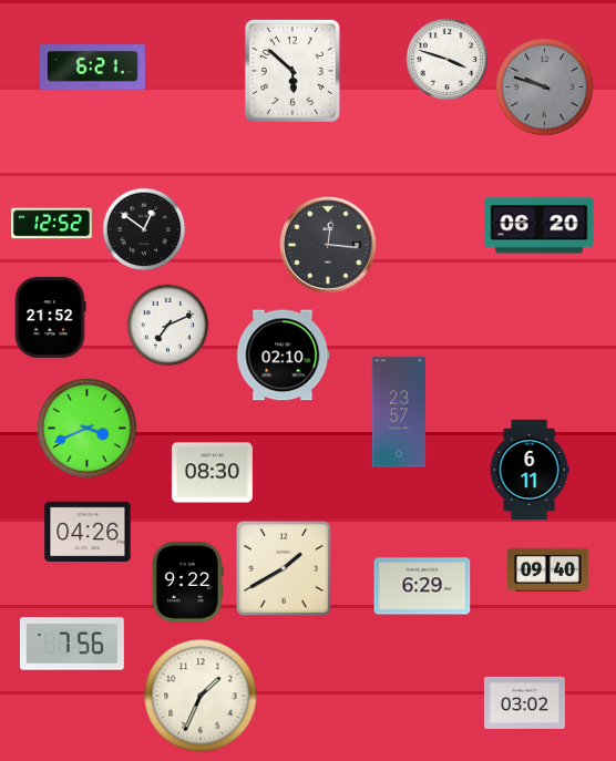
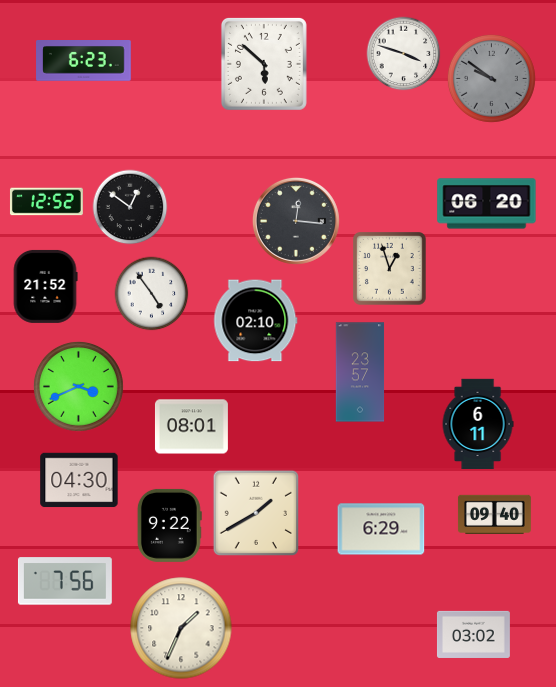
clock at (93, 68): 6:21 -> 6:23
clock at (544, 86): 9:48 -> 9:51
clock at (390, 269): none -> 12:57
clock at (168, 326): 7:11 -> 4:54
clock at (212, 473): 08:30 -> 08:01
clock at (88, 532): 04:26 -> 04:30
